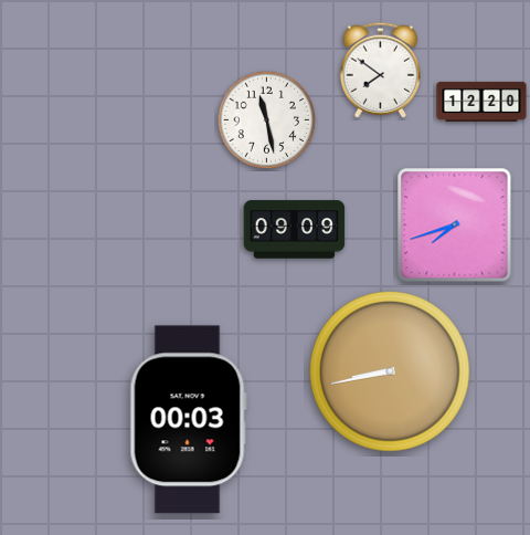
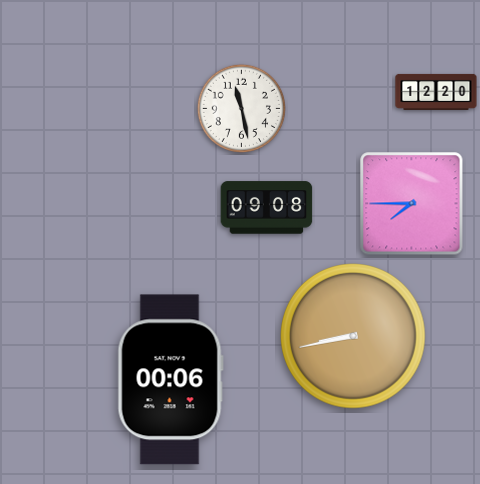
clock at (380, 70): 7:51 -> none
clock at (455, 225): 7:42 -> 7:45
clock at (295, 230): 09:09 -> 09:08
clock at (188, 420): 00:03 -> 00:06
